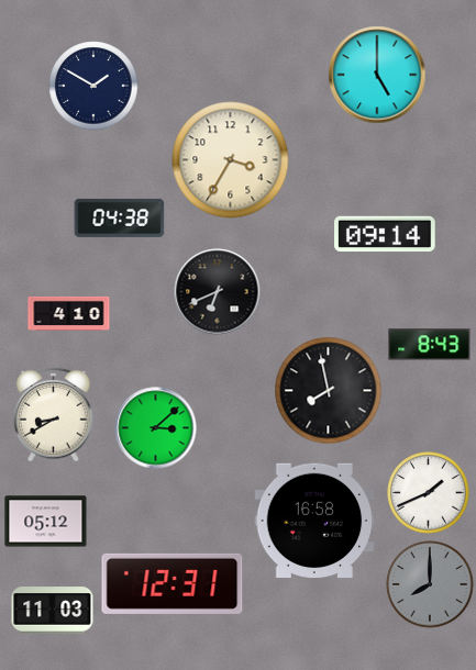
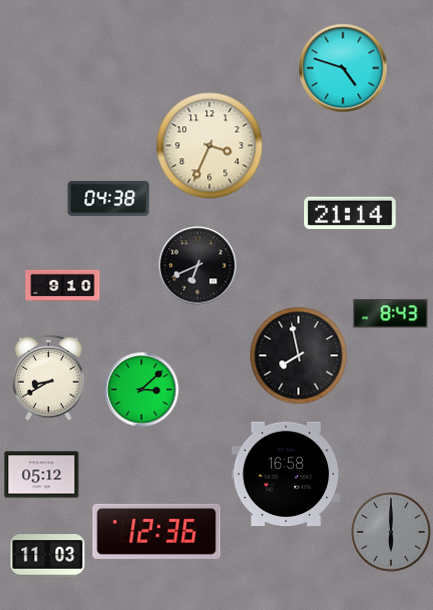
clock at (377, 75): 5:00 -> 4:48
clock at (93, 86): 1:50 -> none
clock at (231, 160): 3:35 -> 3:34
clock at (385, 234): 09:14 -> 21:14
clock at (69, 313): 4:10 -> 9:10
clock at (429, 493): 1:41 -> none
clock at (173, 583): 12:31 -> 12:36
clock at (430, 584): 8:00 -> 6:00
